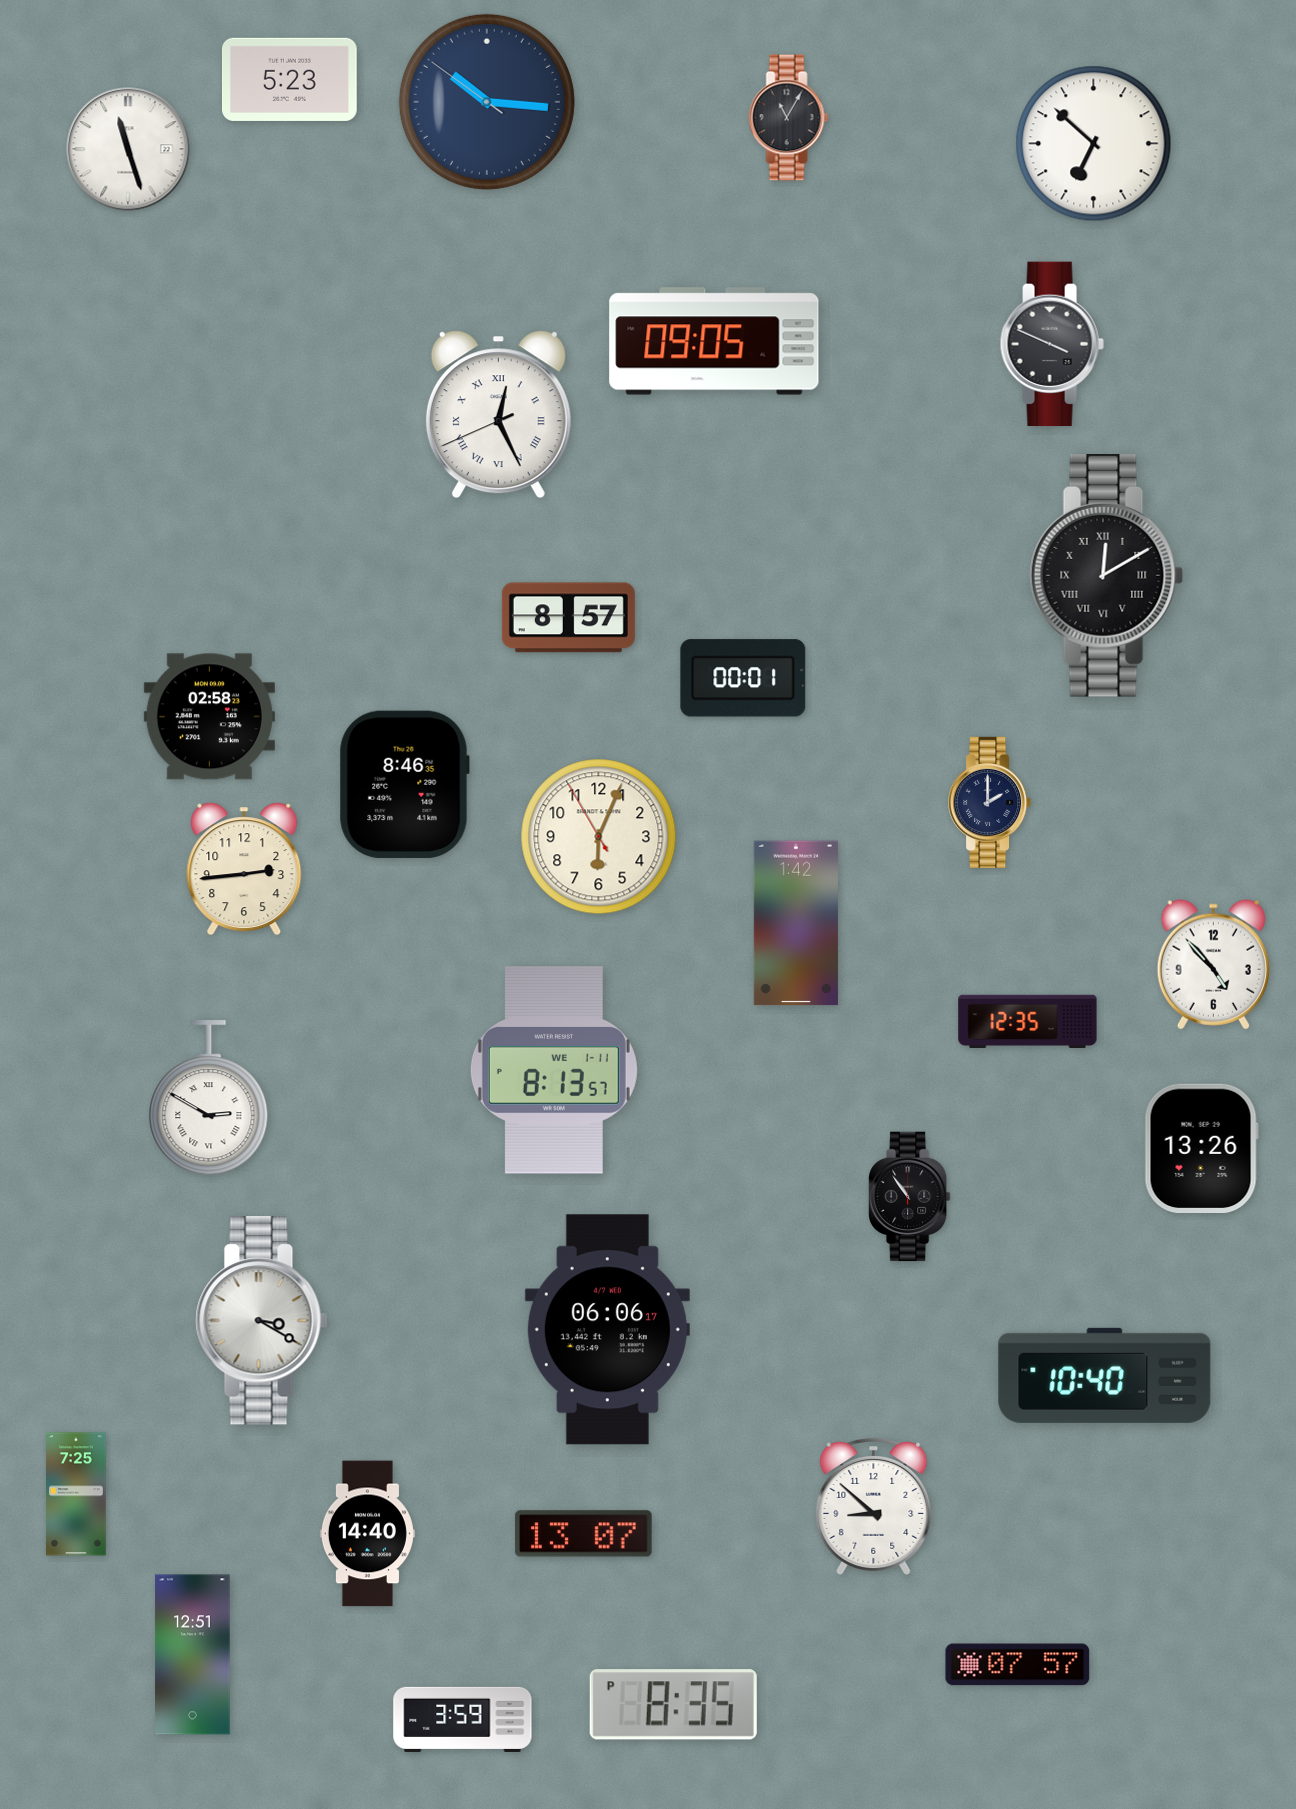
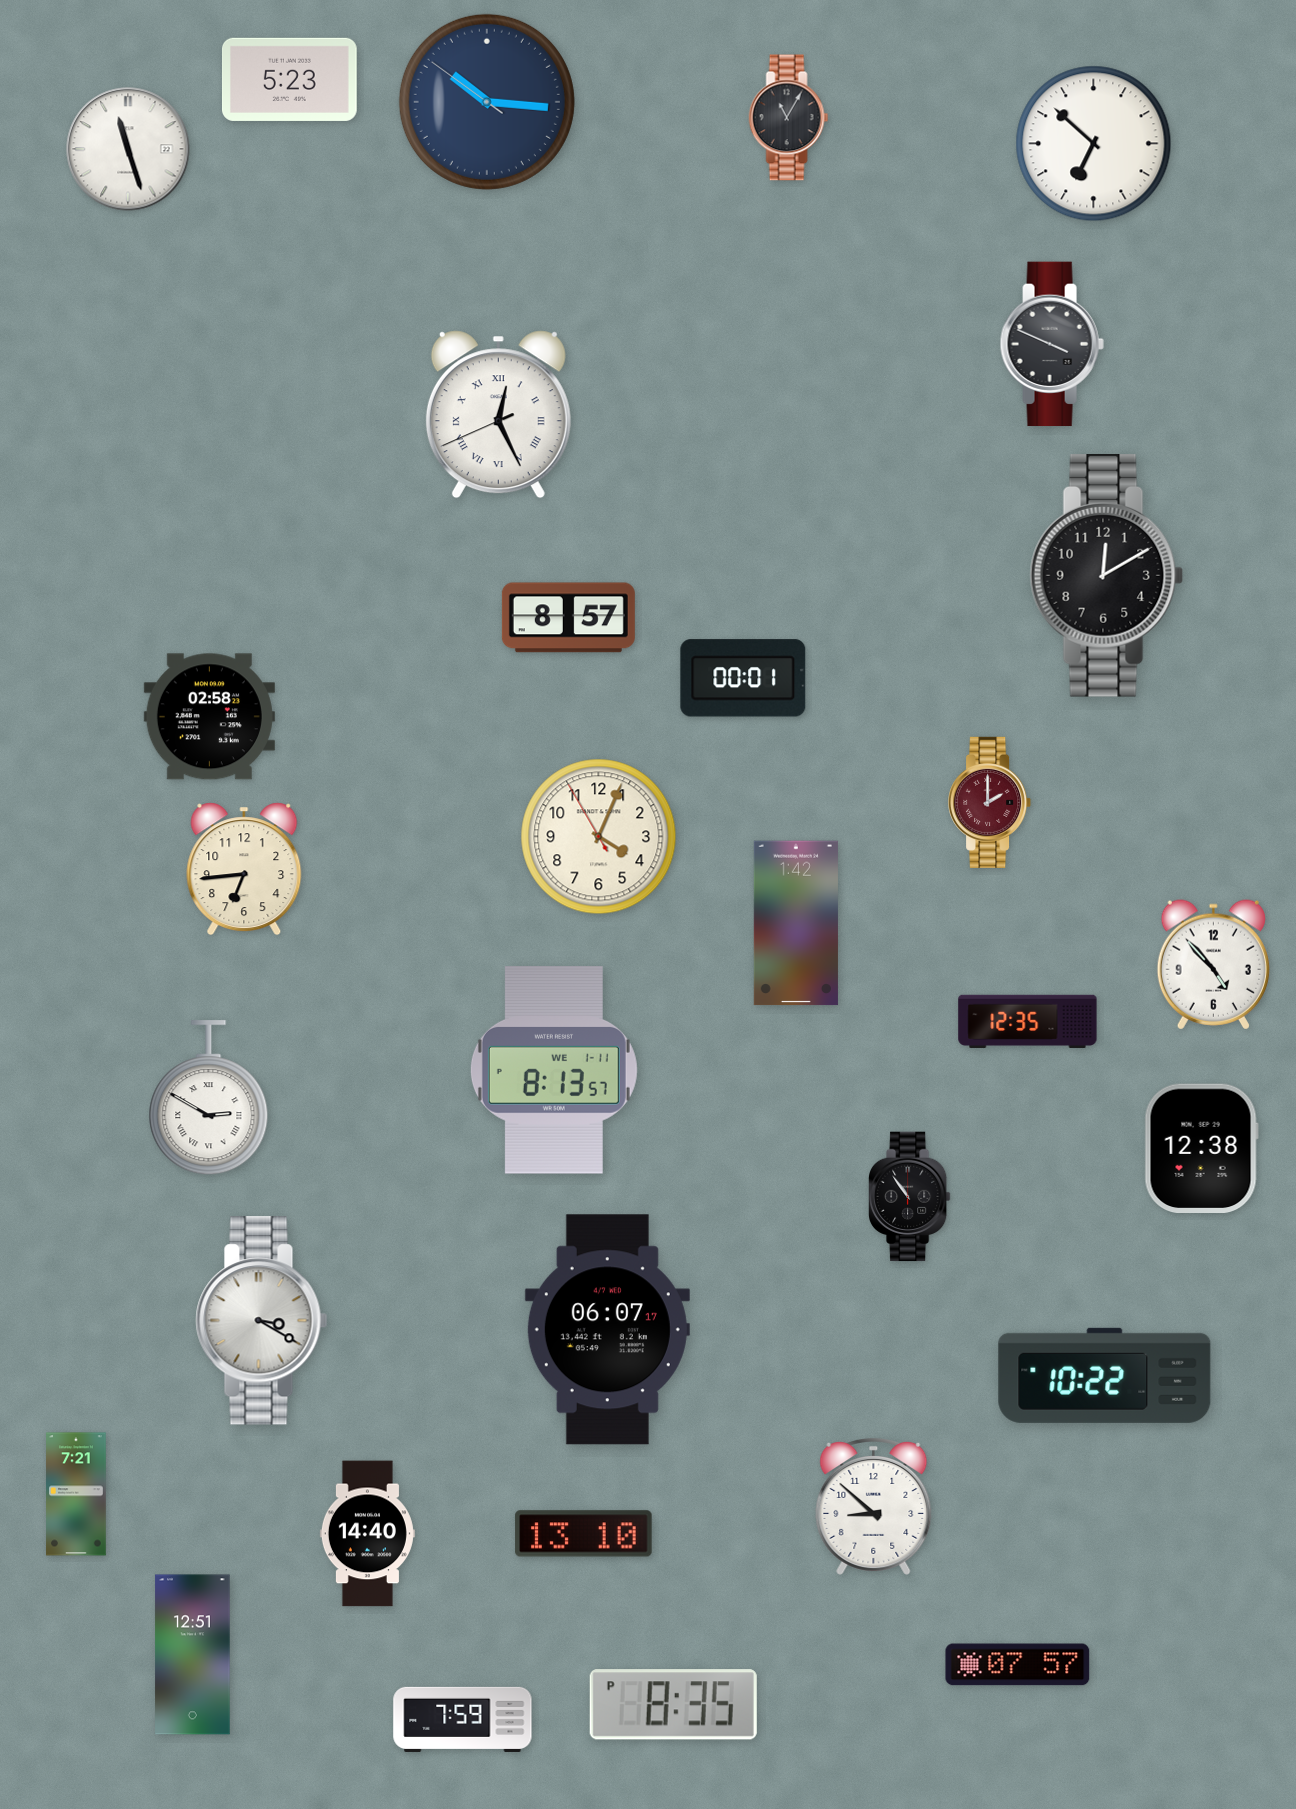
clock at (714, 341): 09:05 -> none
clock at (1107, 576) numerals: Roman -> Arabic
clock at (404, 784): 8:46 -> none
clock at (990, 802) dial: navy -> burgundy
clock at (599, 837): 6:03 -> 4:03
clock at (244, 869): 2:44 -> 6:44
clock at (1201, 1148): 13:26 -> 12:38
clock at (607, 1330): 06:06 -> 06:07
clock at (1105, 1375): 10:40 -> 10:22
clock at (76, 1494): 7:25 -> 7:21
clock at (584, 1534): 13:07 -> 13:10
clock at (463, 1719): 3:59 -> 7:59
